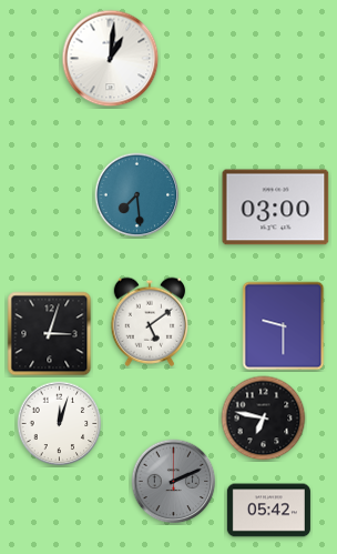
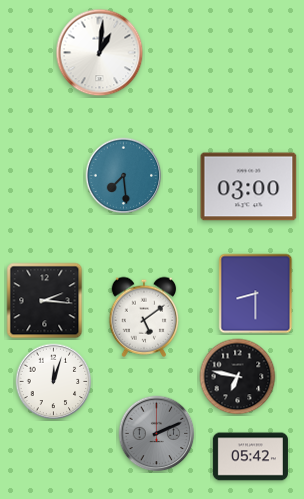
clock at (150, 322) position: (150, 322) -> (144, 317)
clock at (284, 326): 9:30 -> 8:30
clock at (50, 334): 3:03 -> 2:16
clock at (268, 511) position: (268, 511) -> (250, 457)
